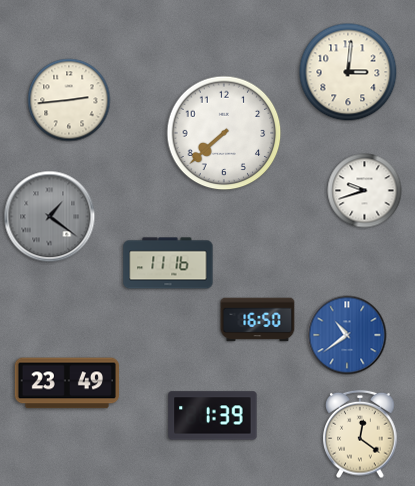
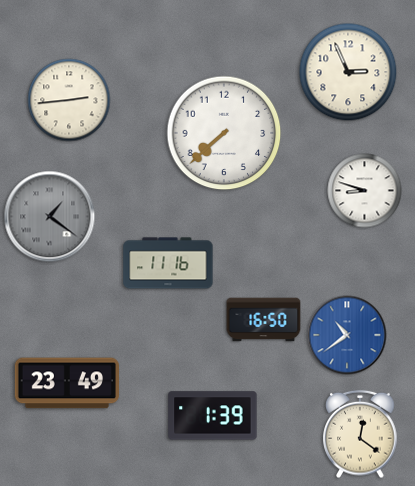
clock at (348, 72): 3:01 -> 2:56
clock at (365, 191): 9:42 -> 8:48
clock at (258, 320) position: (258, 320) -> (264, 320)
